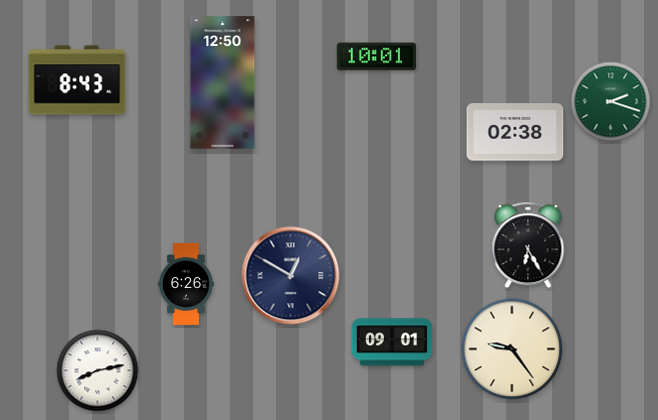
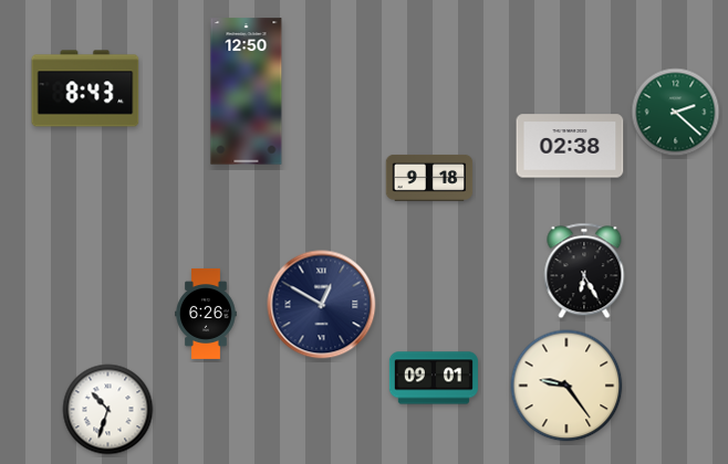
clock at (376, 57): 10:01 -> none
clock at (611, 102): 2:18 -> 2:22
clock at (429, 178): none -> 9:18
clock at (98, 371): 8:13 -> 10:33
